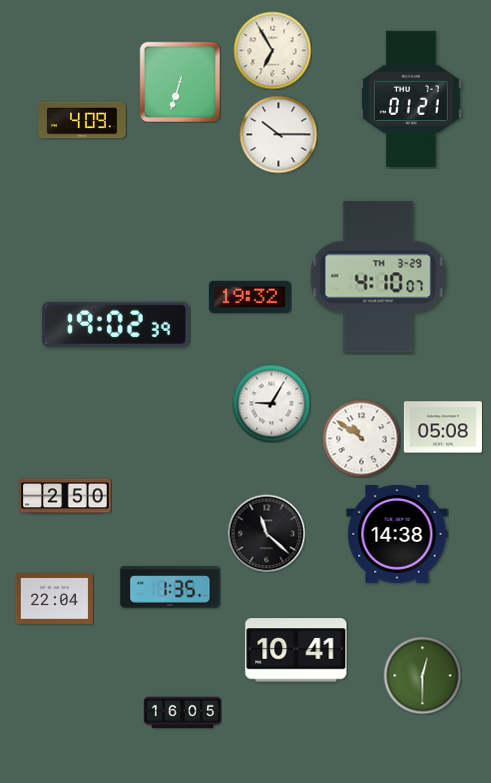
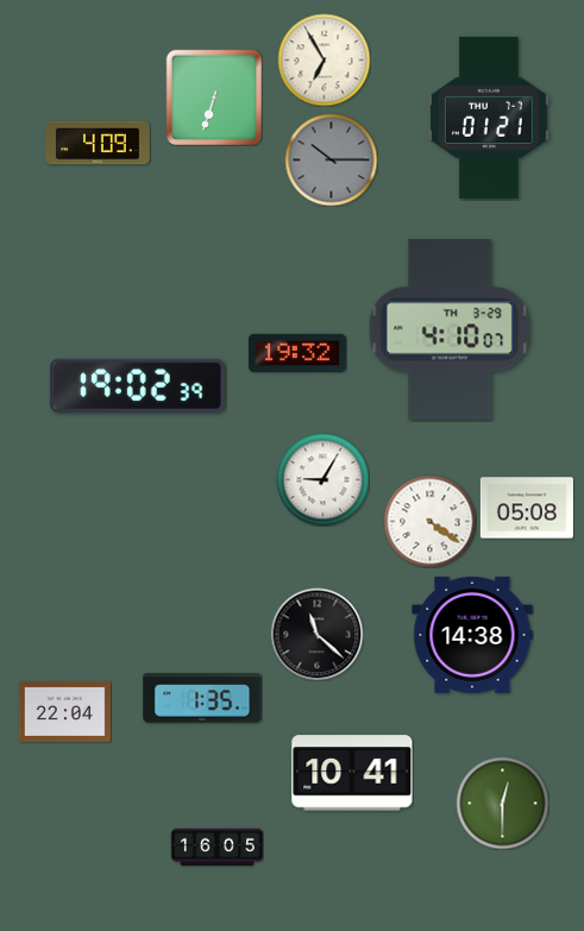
clock at (278, 134) dial: white -> grey
clock at (361, 438): 10:51 -> 4:21
clock at (65, 496): 2:50 -> none
